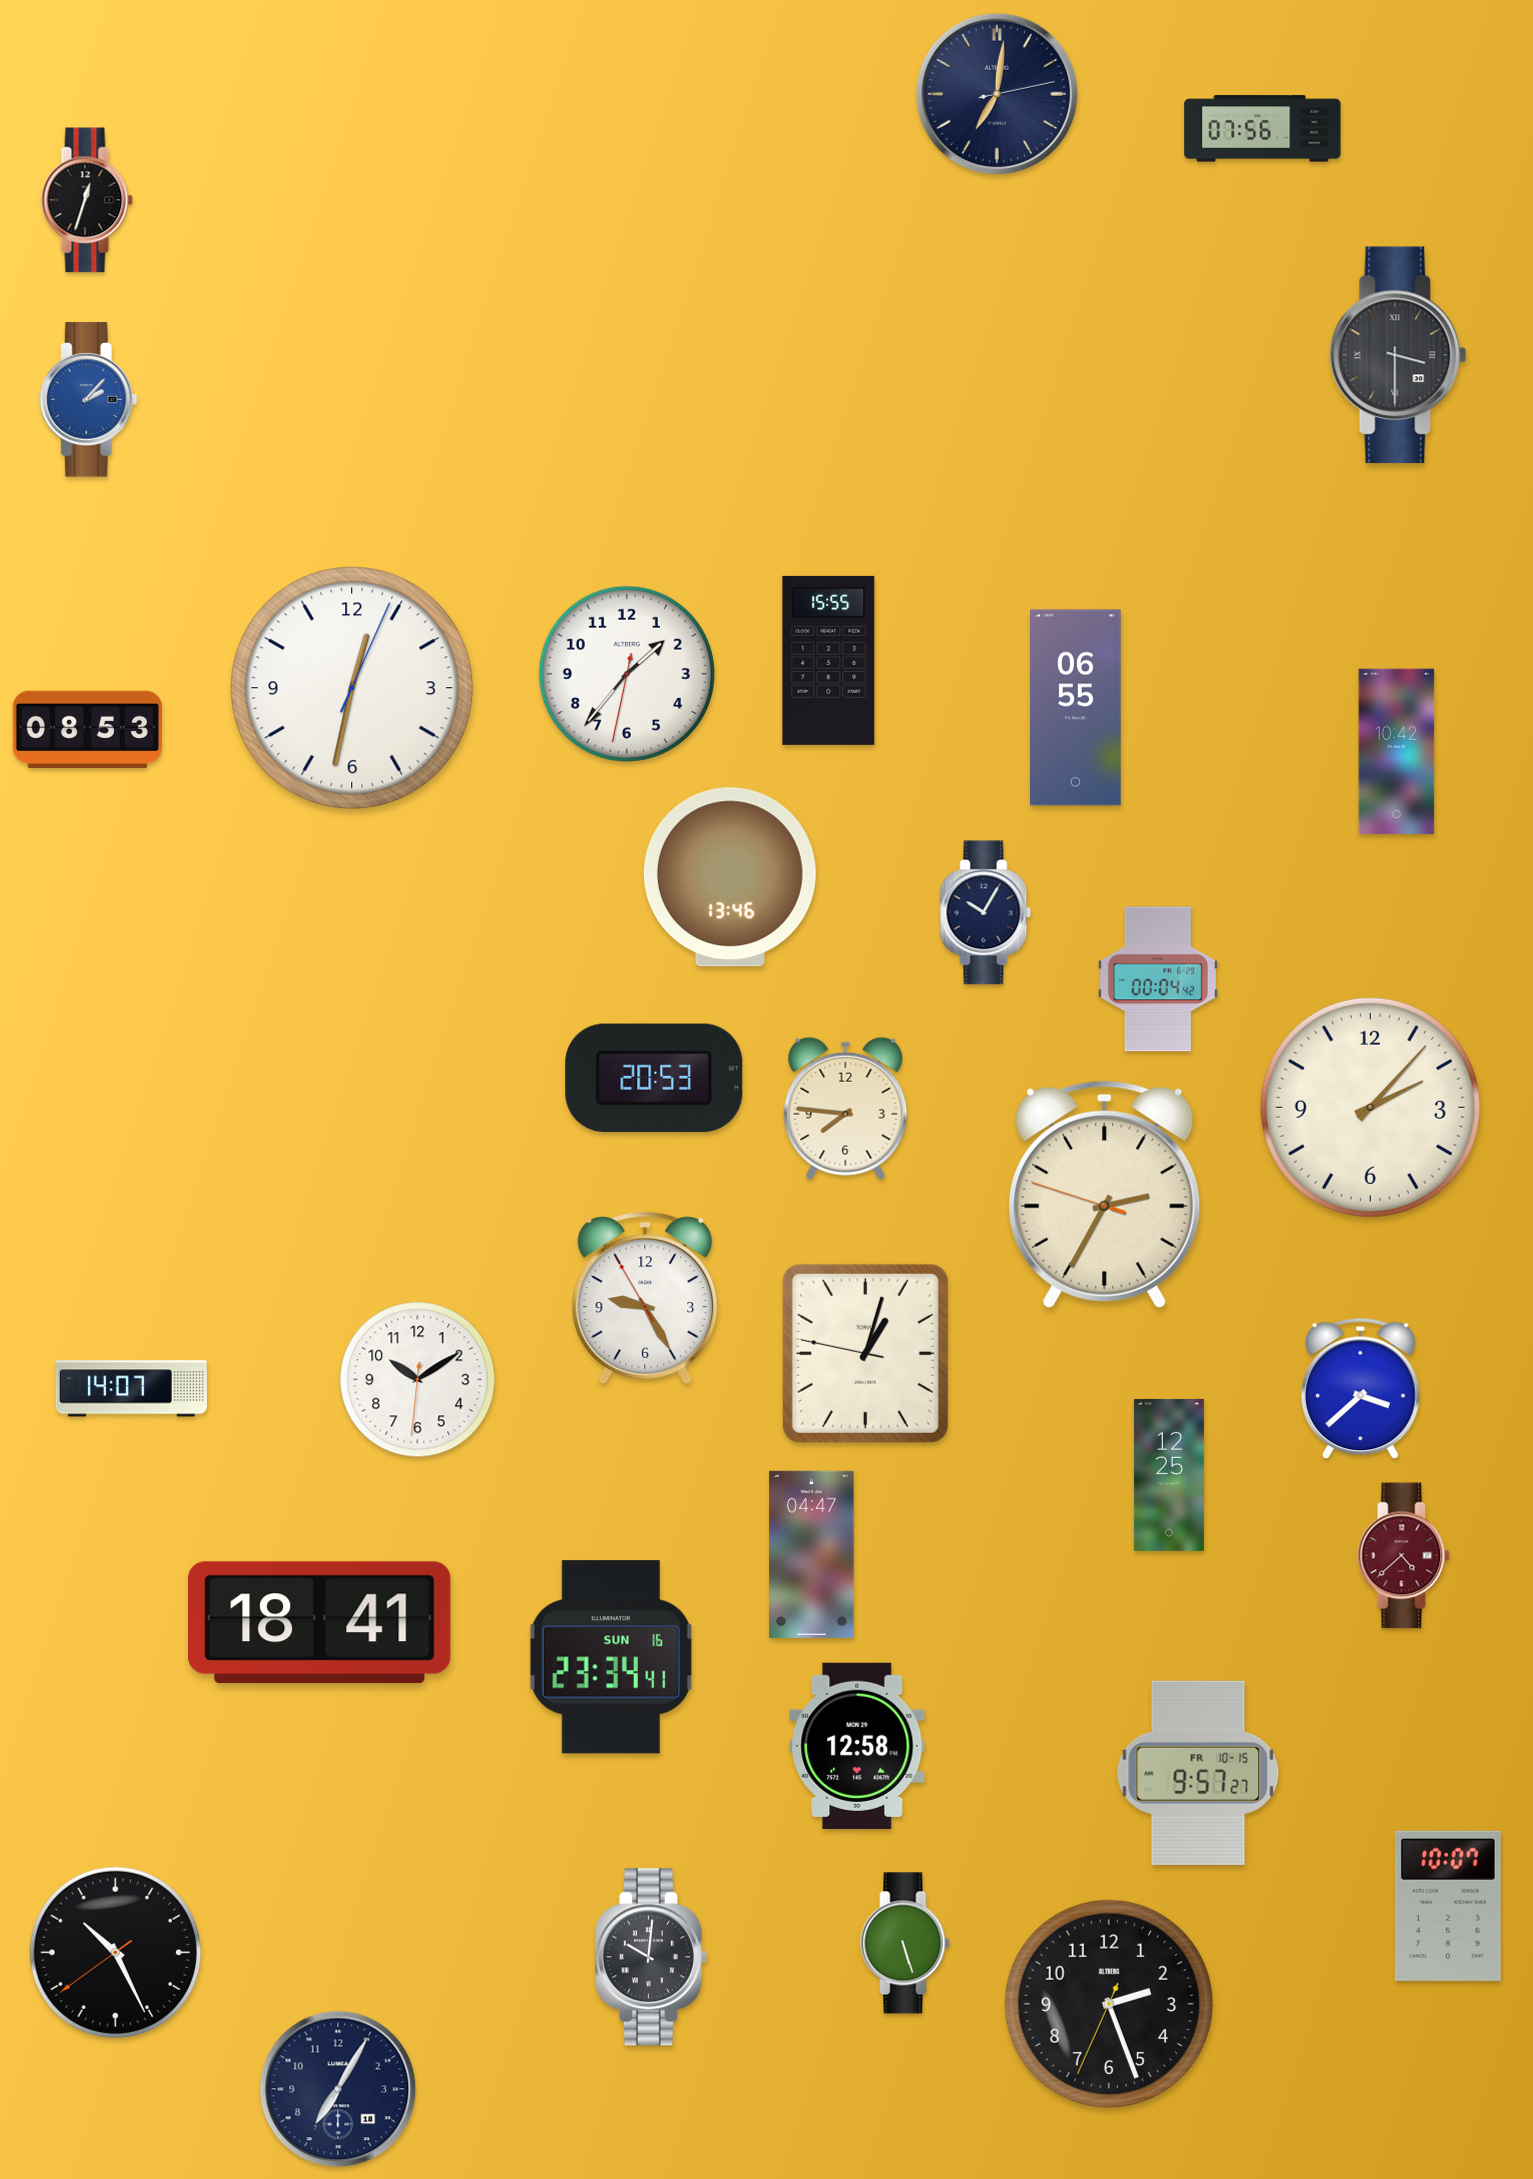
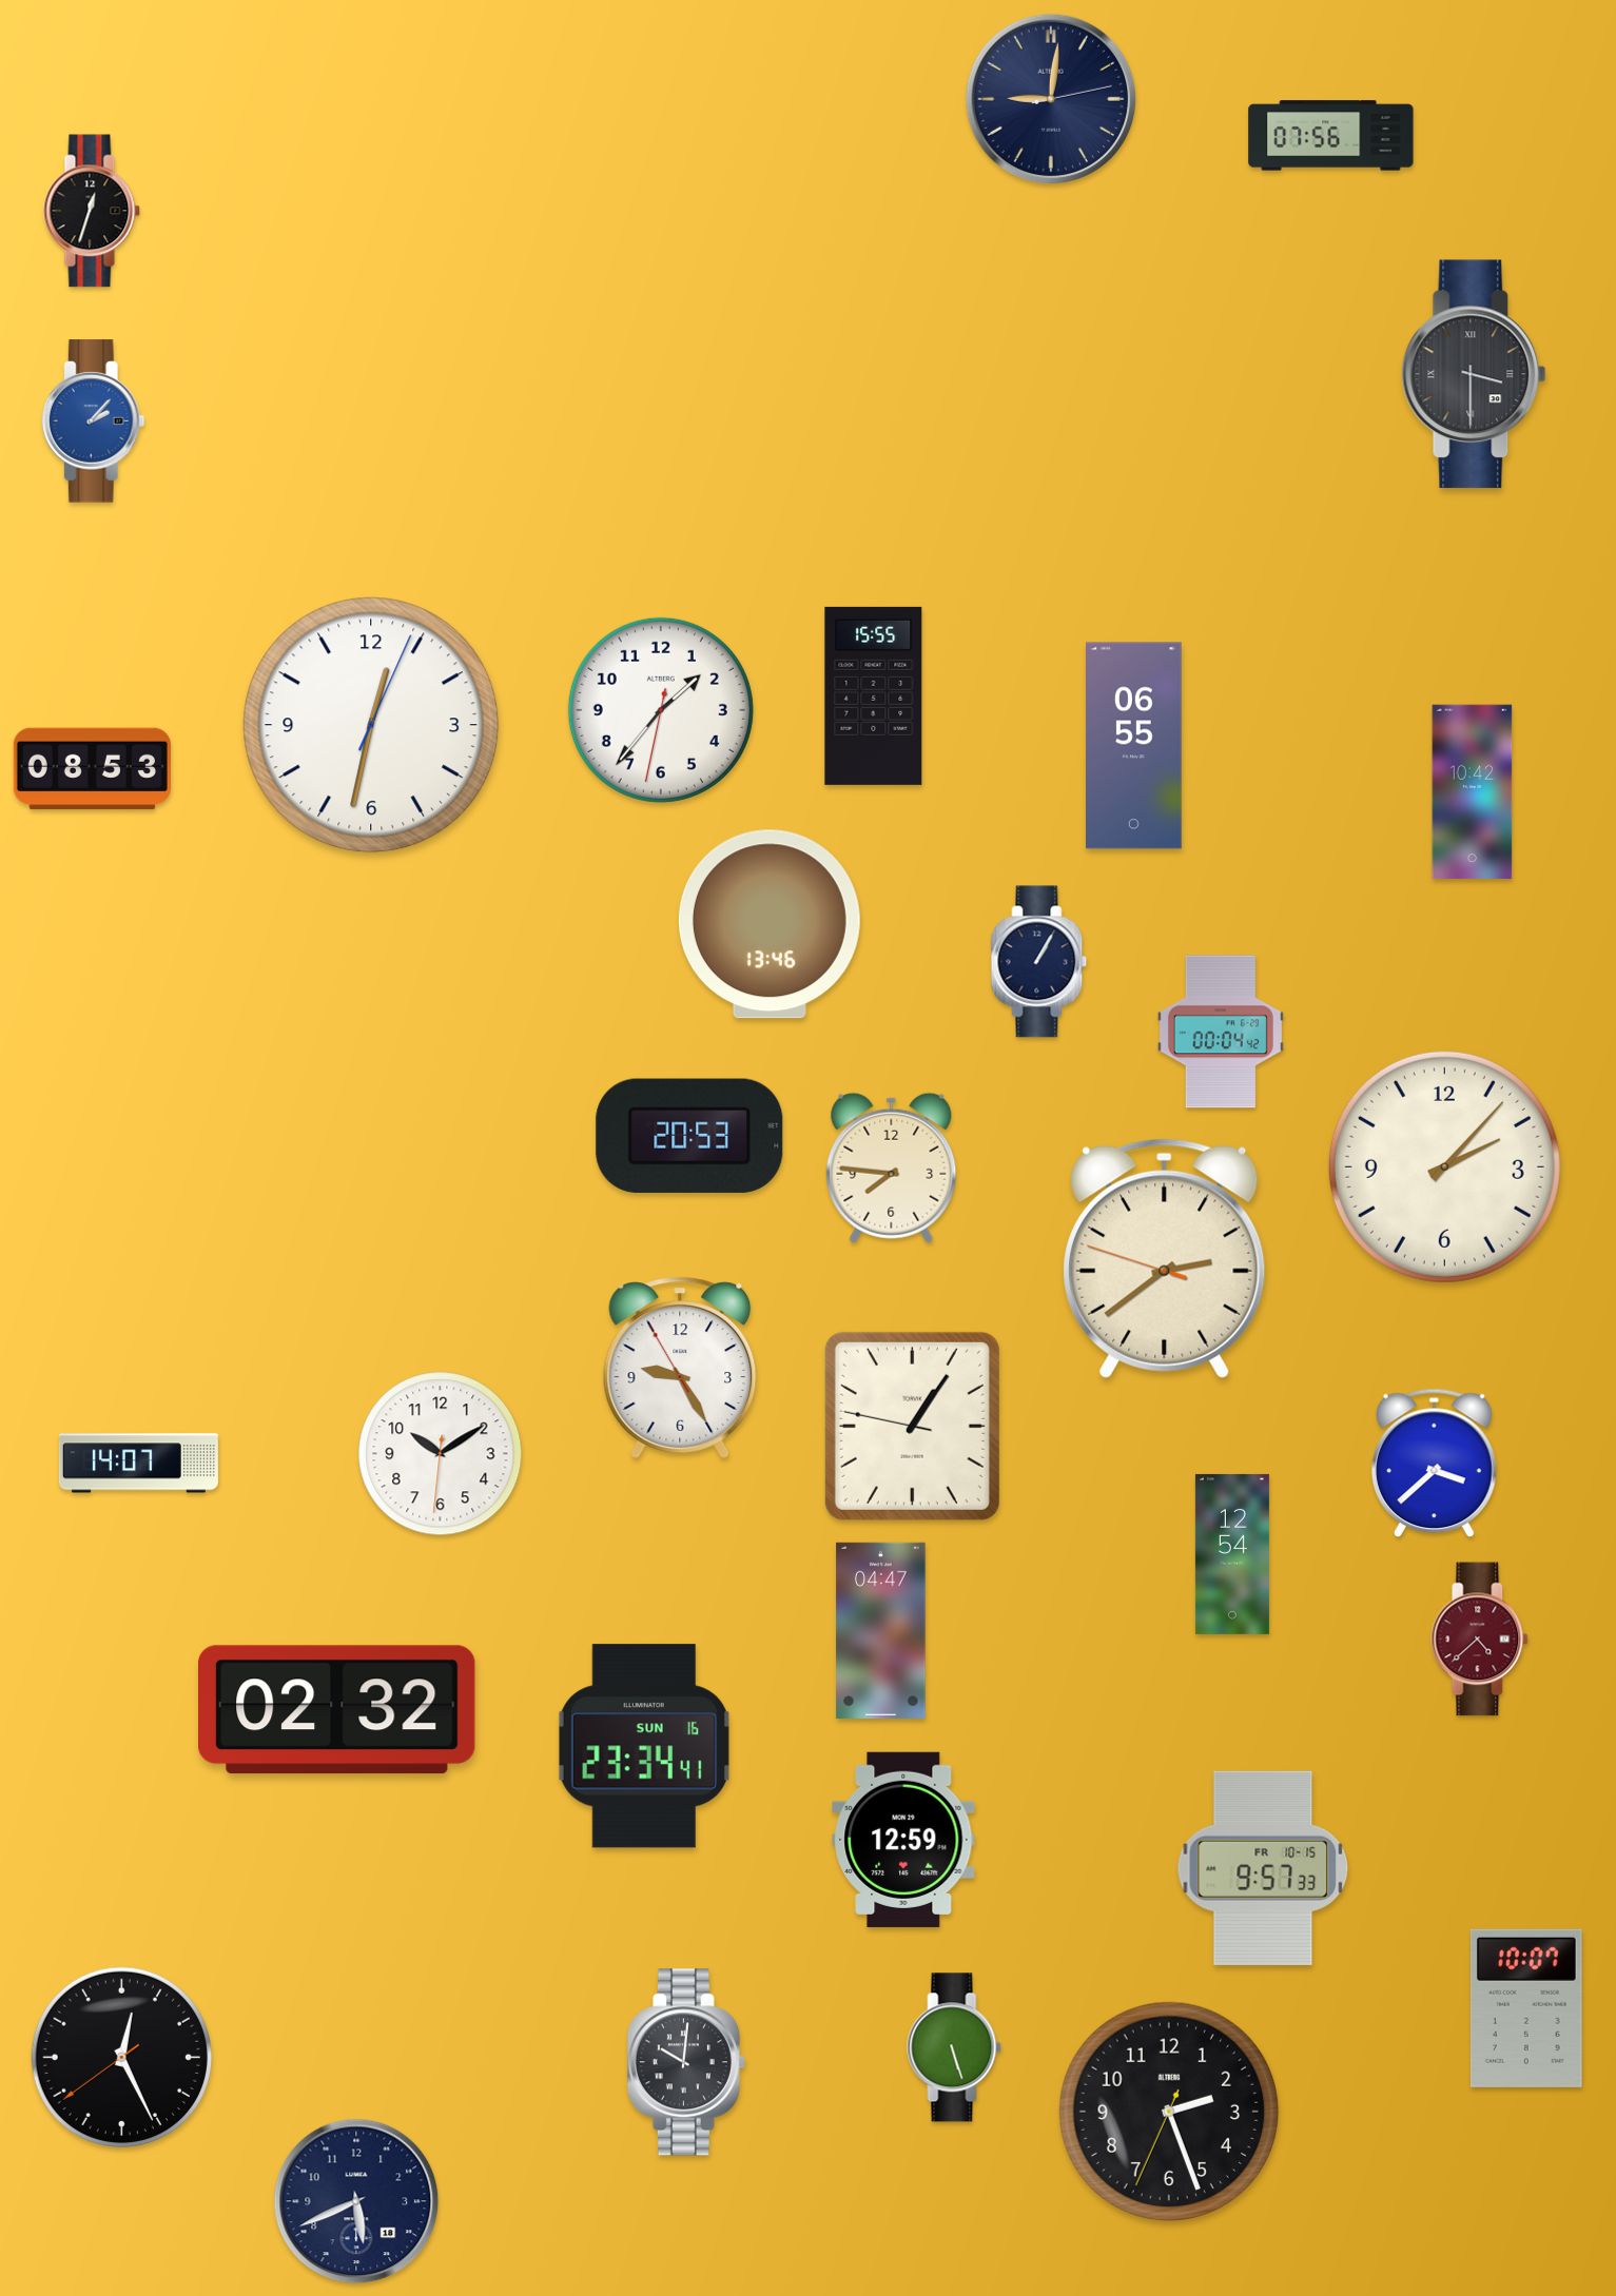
clock at (997, 94): 7:01 -> 9:01
clock at (986, 913): 10:05 -> 1:05
clock at (1105, 1194): 2:34 -> 2:38
clock at (865, 1353): 1:02 -> 1:05
clock at (1169, 1475): 12:25 -> 12:54
clock at (812, 1554) position: (812, 1554) -> (881, 1630)
clock at (320, 1623): 18:41 -> 02:32
clock at (857, 1746): 12:58 -> 12:59
clock at (1198, 1773): 9:57:27 -> 9:57:33
clock at (115, 1952): 10:25 -> 12:25
clock at (338, 2089): 7:05 -> 5:41
